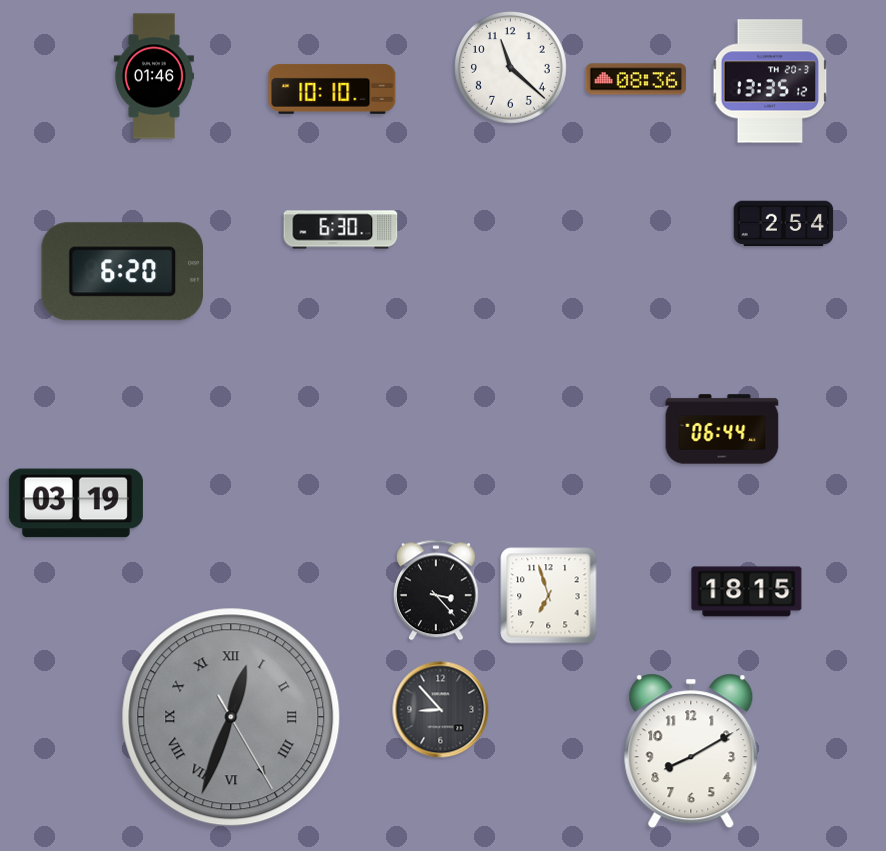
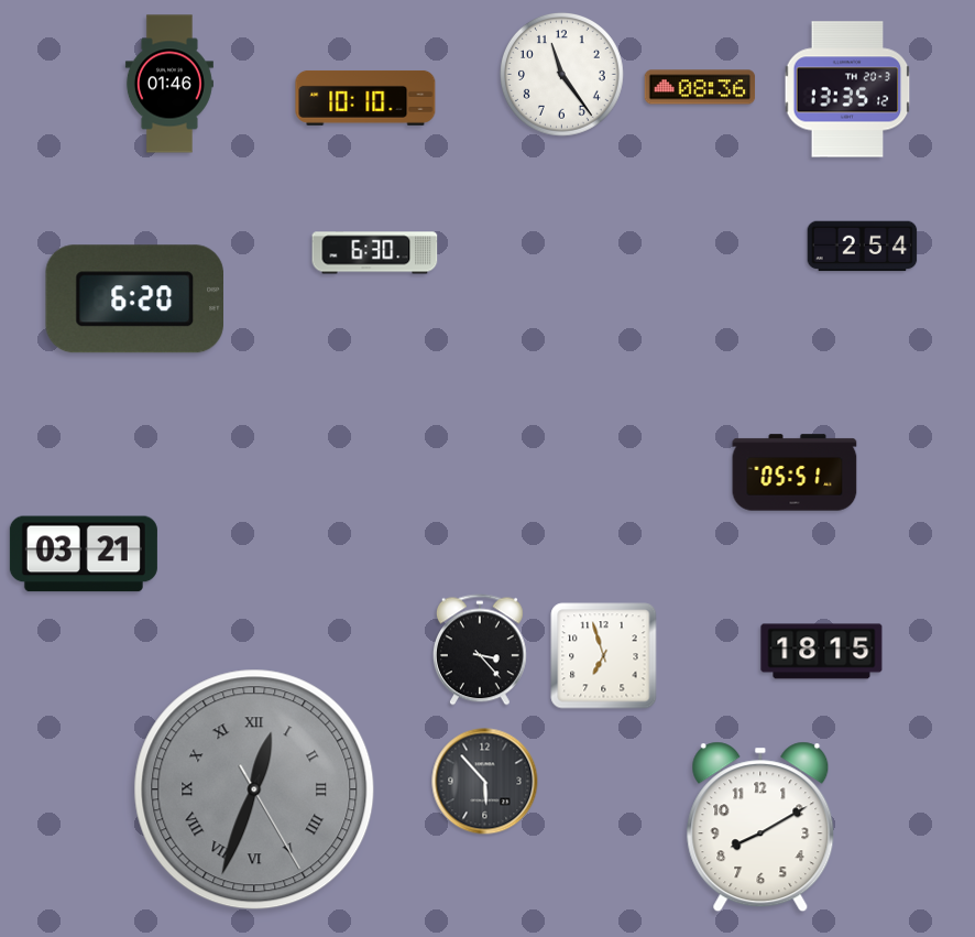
clock at (511, 68): 11:22 -> 11:24
clock at (722, 429): 06:44 -> 05:51
clock at (76, 503): 03:19 -> 03:21
clock at (441, 710): 8:53 -> 5:53
